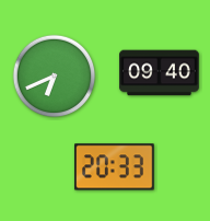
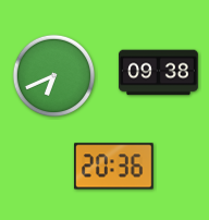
clock at (160, 73): 09:40 -> 09:38
clock at (115, 167): 20:33 -> 20:36
